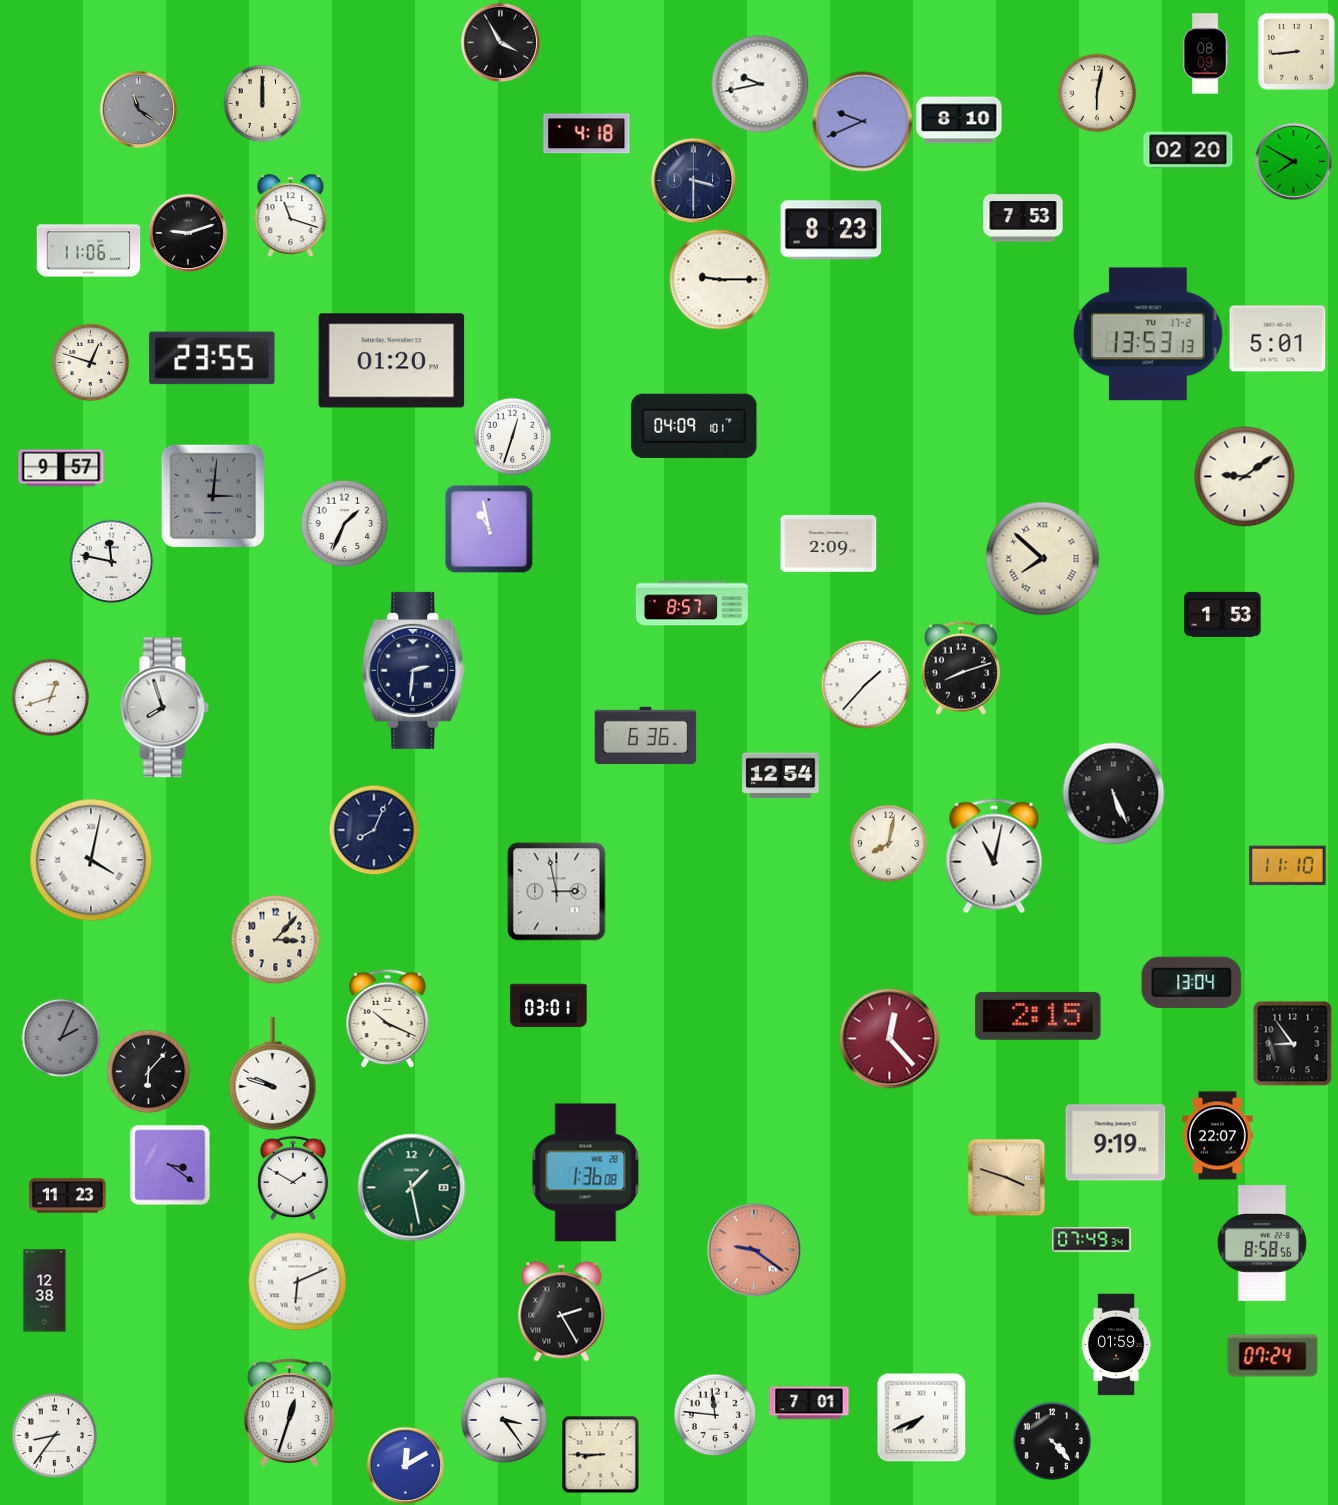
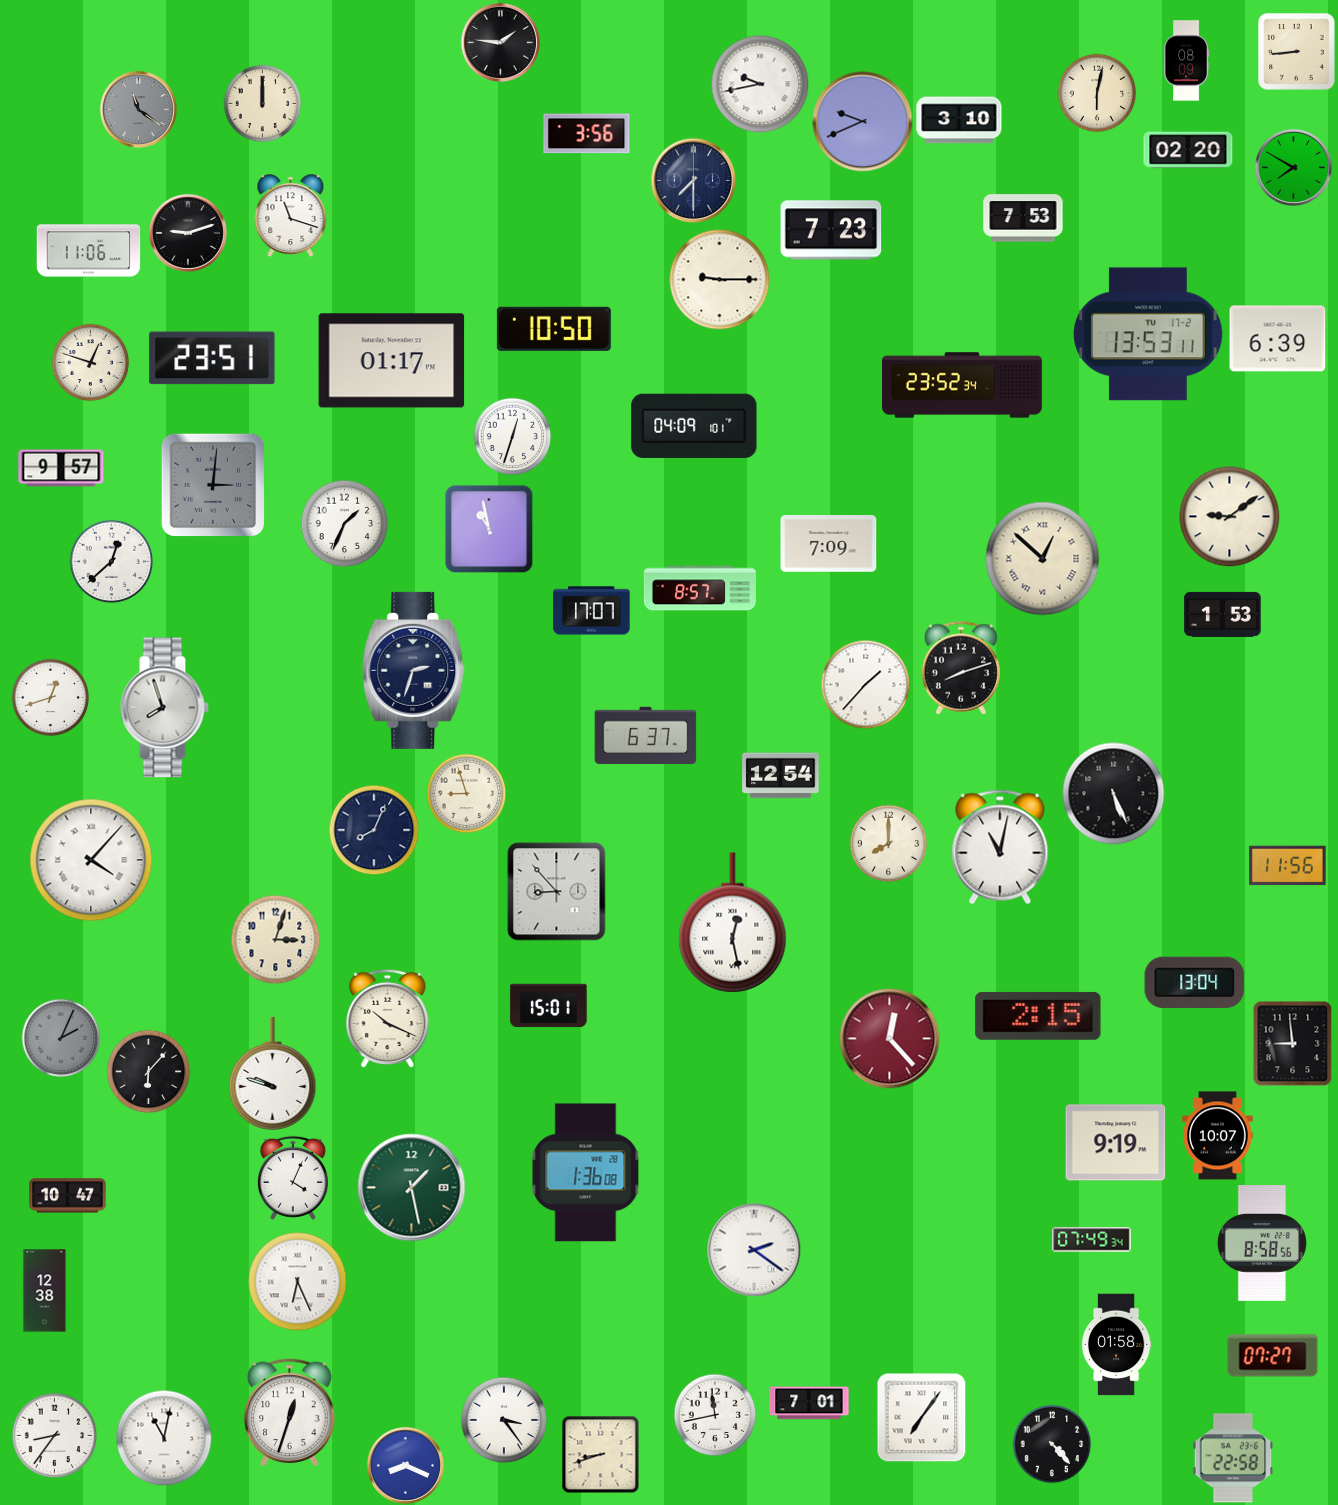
clock at (500, 42): 3:55 -> 1:46
clock at (1205, 54) position: (1205, 54) -> (1186, 61)
clock at (959, 120): 8:10 -> 3:10
clock at (587, 134): 4:18 -> 3:56
clock at (1293, 161) position: (1293, 161) -> (1293, 167)
clock at (693, 180): 3:30 -> 7:30
clock at (831, 230): 8:23 -> 7:23
clock at (554, 329): none -> 10:50
clock at (1148, 334): 13:53:13 -> 13:53:11
clock at (1278, 339): 5:01 -> 6:39
clock at (212, 358): 23:55 -> 23:51
clock at (392, 361): 01:20 -> 01:17
clock at (963, 385): none -> 23:52
clock at (1245, 477) position: (1245, 477) -> (1230, 517)
clock at (213, 496) position: (213, 496) -> (213, 485)
clock at (829, 544): 2:09 -> 7:09
clock at (1043, 559): 7:52 -> 12:52
clock at (111, 561): 11:47 -> 12:38
clock at (692, 603) position: (692, 603) -> (700, 588)
clock at (592, 611): none -> 17:07
clock at (414, 670): 2:31 -> 2:33
clock at (646, 736): 6:36 -> 6:37
clock at (466, 793): none -> 8:57
clock at (888, 843): 8:02 -> 8:00
clock at (994, 856) position: (994, 856) -> (1000, 847)
clock at (91, 860): 4:02 -> 4:07
clock at (1288, 866): 11:10 -> 11:56
clock at (557, 892): 2:58 -> 8:53
clock at (733, 923): none -> 12:28
clock at (275, 939): 3:07 -> 3:03
clock at (1192, 982) position: (1192, 982) -> (1195, 982)
clock at (549, 1006): 03:01 -> 15:01
clock at (1293, 1043): 8:54 -> 8:59
clock at (1218, 1136): 22:07 -> 10:07
clock at (170, 1165): 3:21 -> none
clock at (1006, 1177): 3:48 -> none
clock at (293, 1178): 1:50 -> 4:04
clock at (68, 1196): 11:23 -> 10:47
clock at (754, 1250): 9:21 -> 2:21
clock at (754, 1250) dial: salmon -> white
clock at (298, 1282): 6:11 -> 6:26
clock at (562, 1312): 2:25 -> none
clock at (1116, 1345): 01:59 -> 01:58
clock at (1273, 1356): 07:24 -> 07:27
clock at (715, 1415): 11:46 -> 11:43
clock at (921, 1417): 7:41 -> 7:06
clock at (164, 1438): none -> 11:02
clock at (1052, 1441) position: (1052, 1441) -> (1052, 1444)
clock at (600, 1454): 8:45 -> 8:42
clock at (1233, 1458): none -> 22:58
clock at (405, 1465): 12:10 -> 8:19
